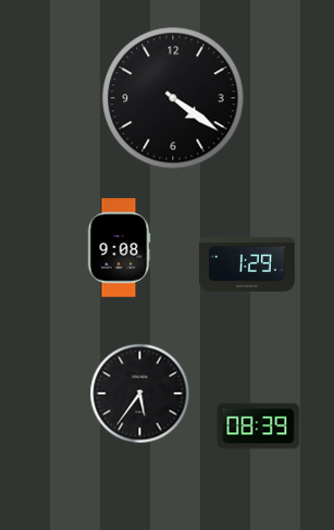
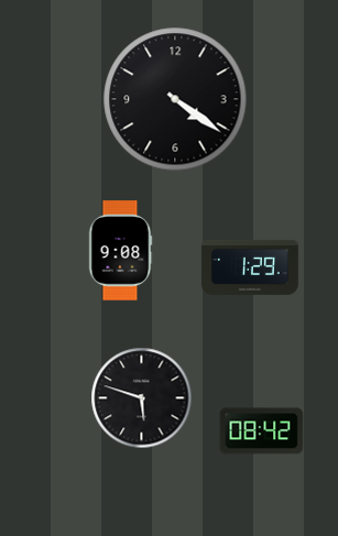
clock at (140, 394): 5:36 -> 5:48
clock at (259, 427): 08:39 -> 08:42
